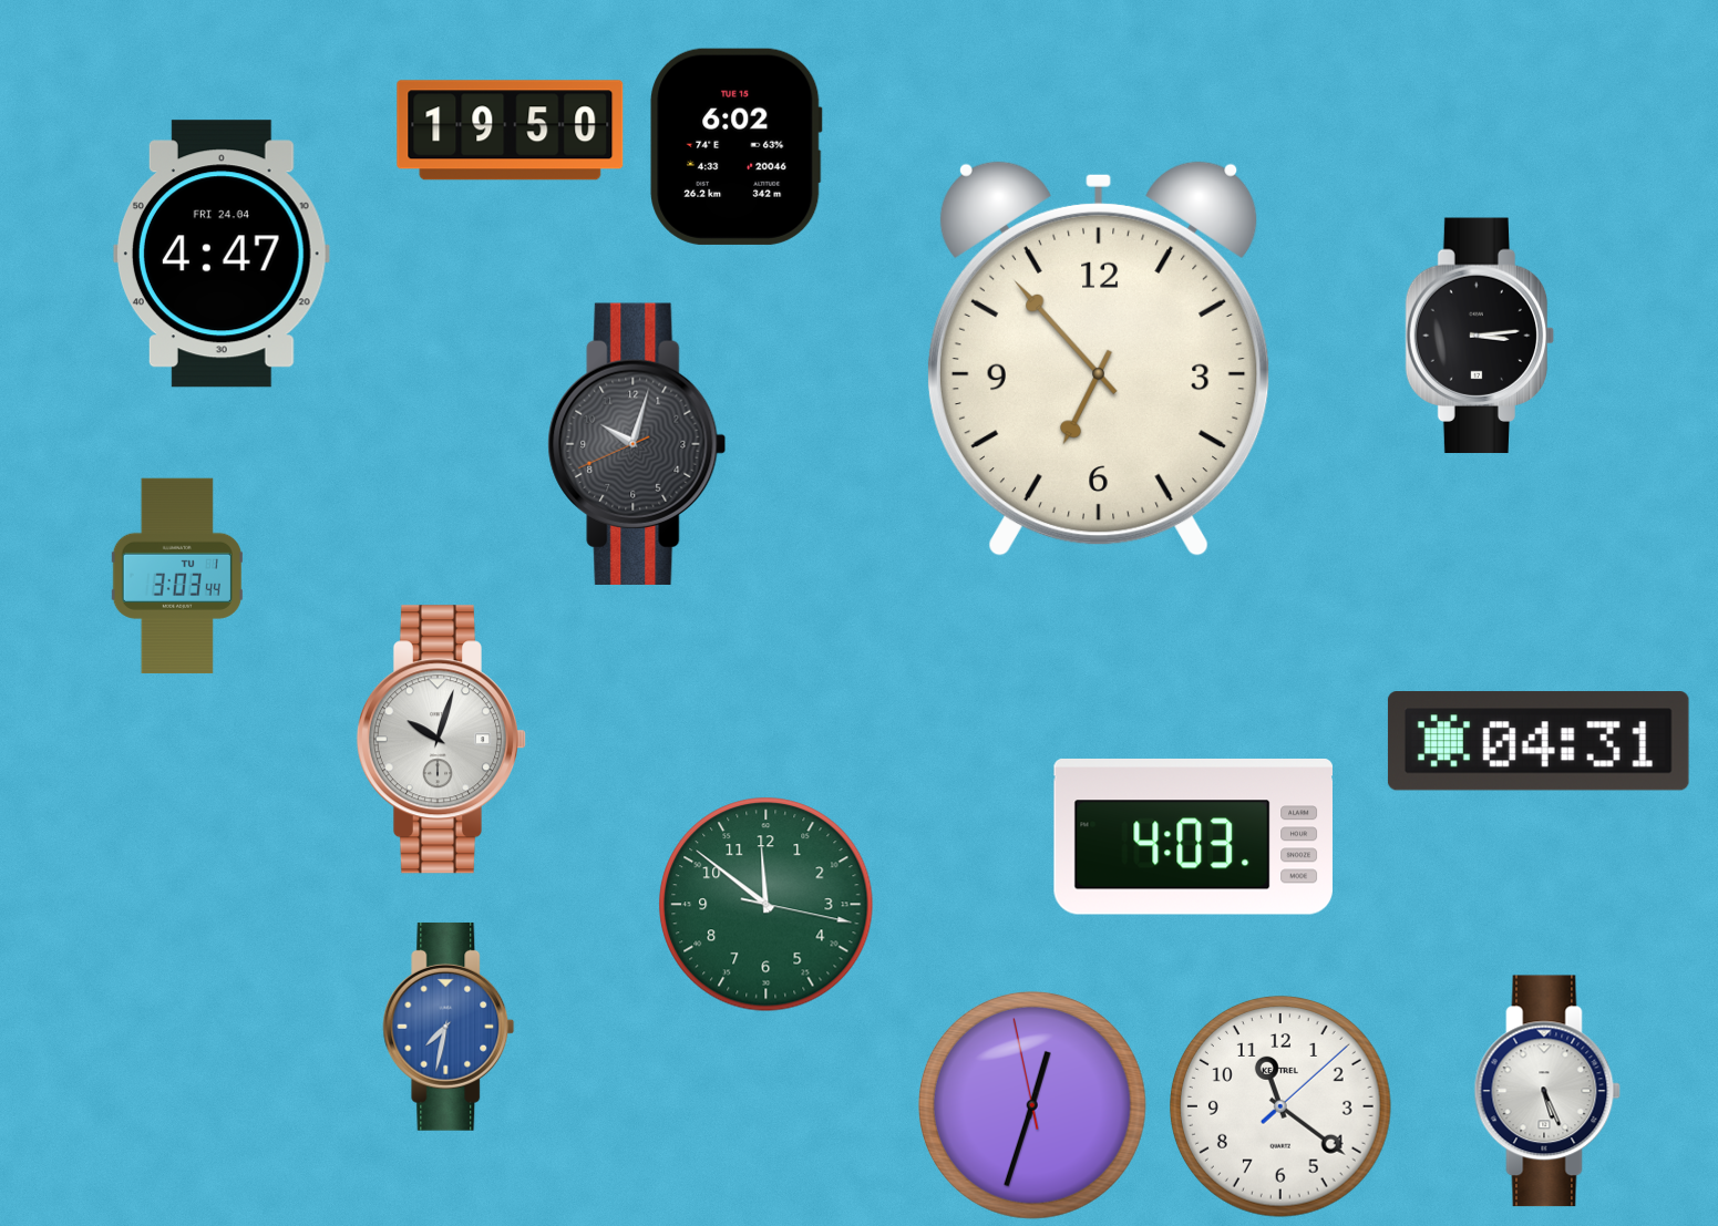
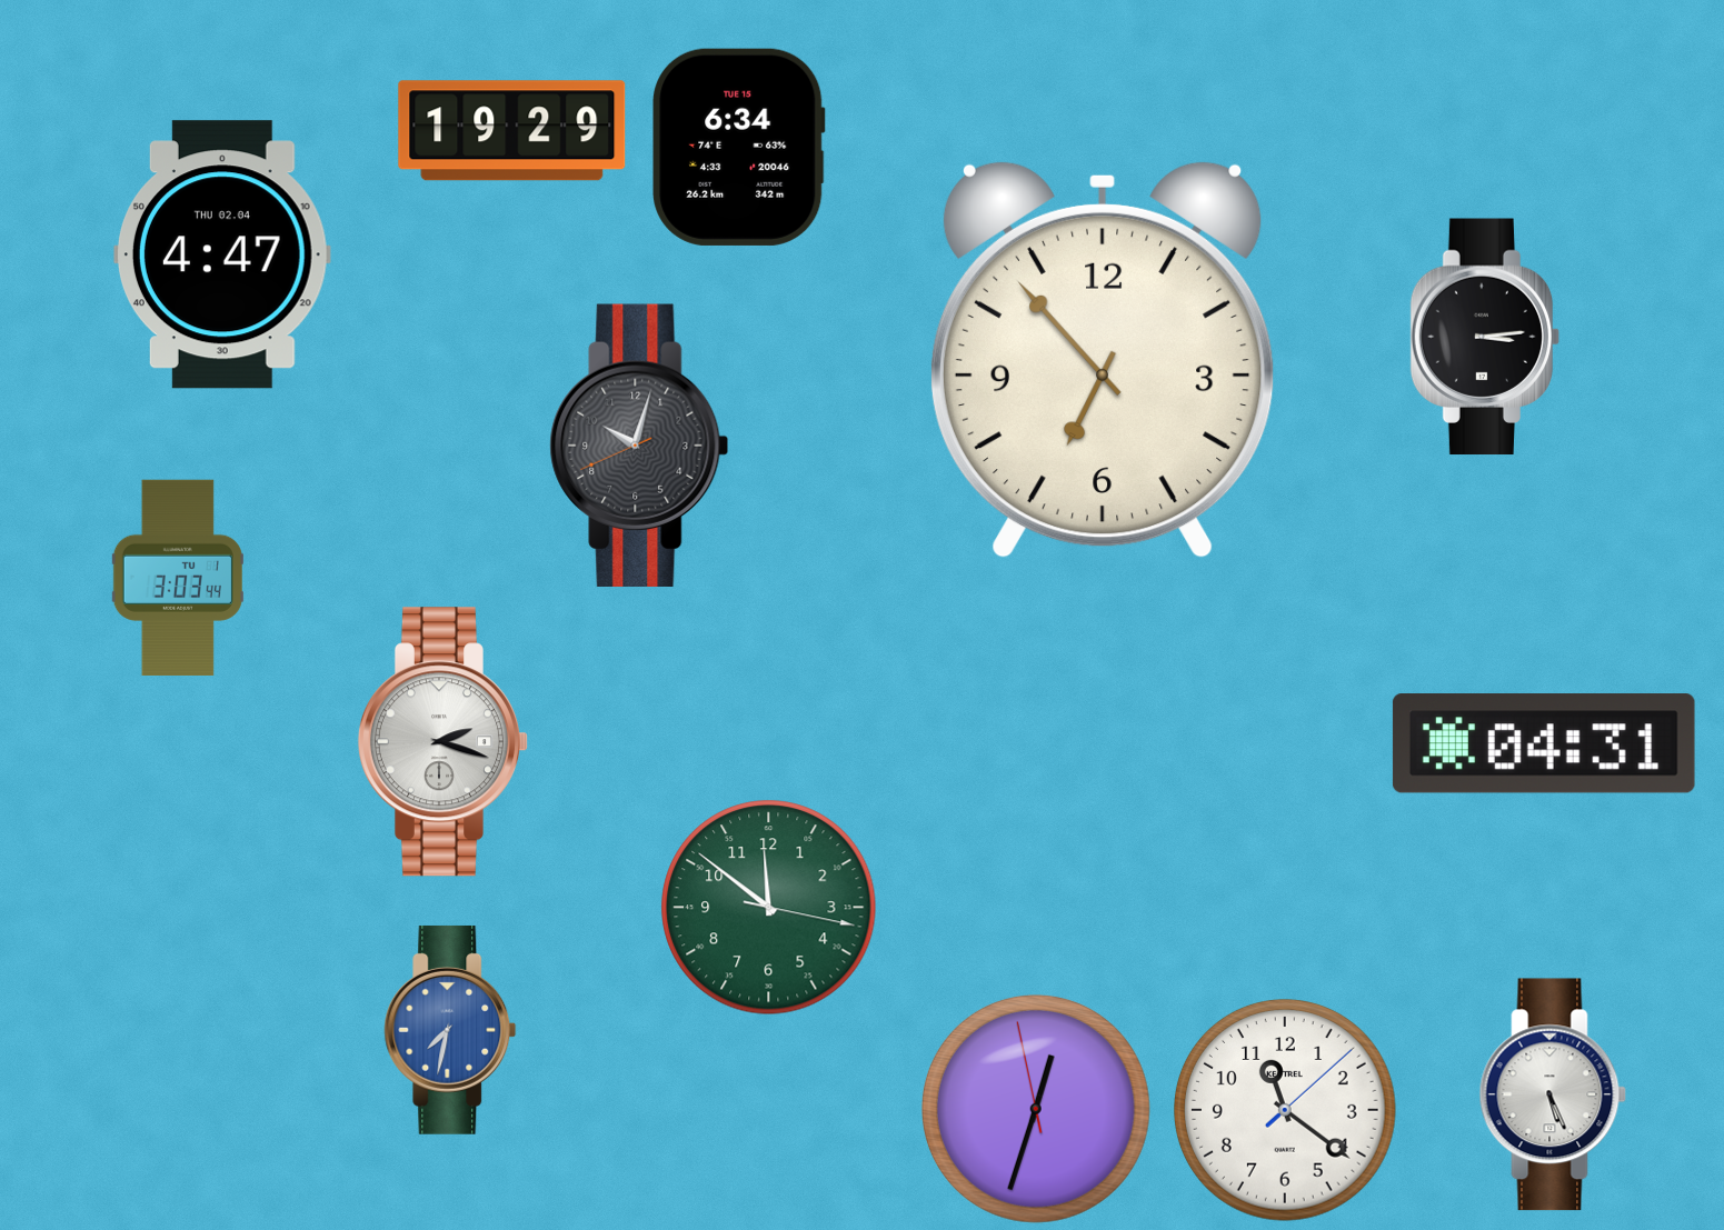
clock at (511, 131): 19:50 -> 19:29
clock at (737, 146): 6:02 -> 6:34
clock at (222, 254) date: FRI 24.04 -> THU 02.04
clock at (441, 740): 10:03 -> 2:18
clock at (1193, 836): 4:03 -> none
